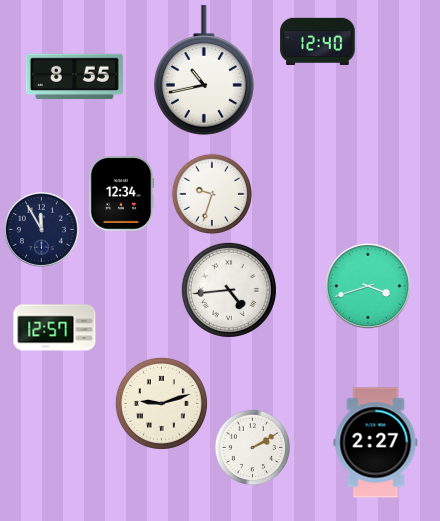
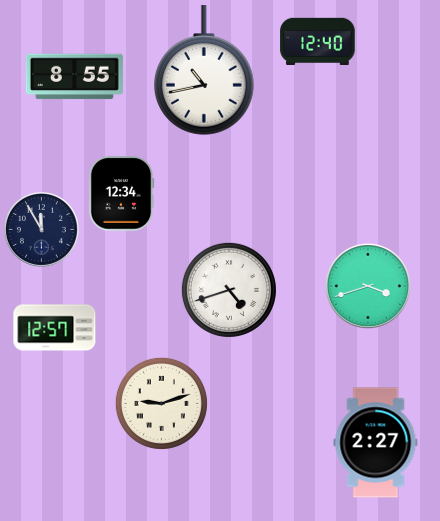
clock at (211, 193): 9:33 -> none
clock at (229, 290): 4:44 -> 4:42
clock at (253, 448): 2:10 -> none
